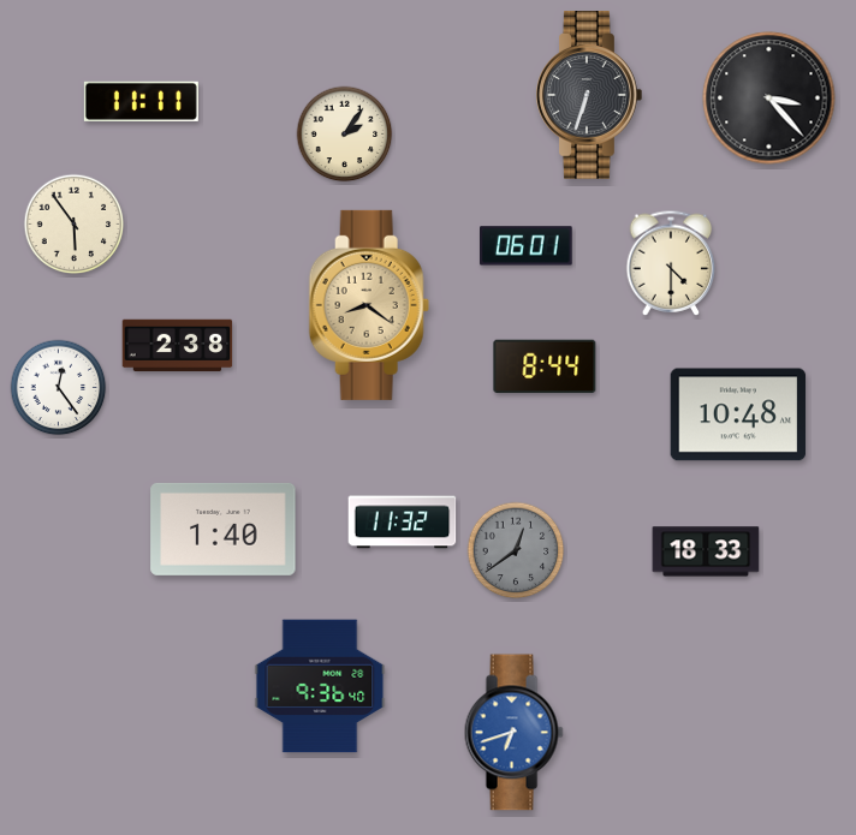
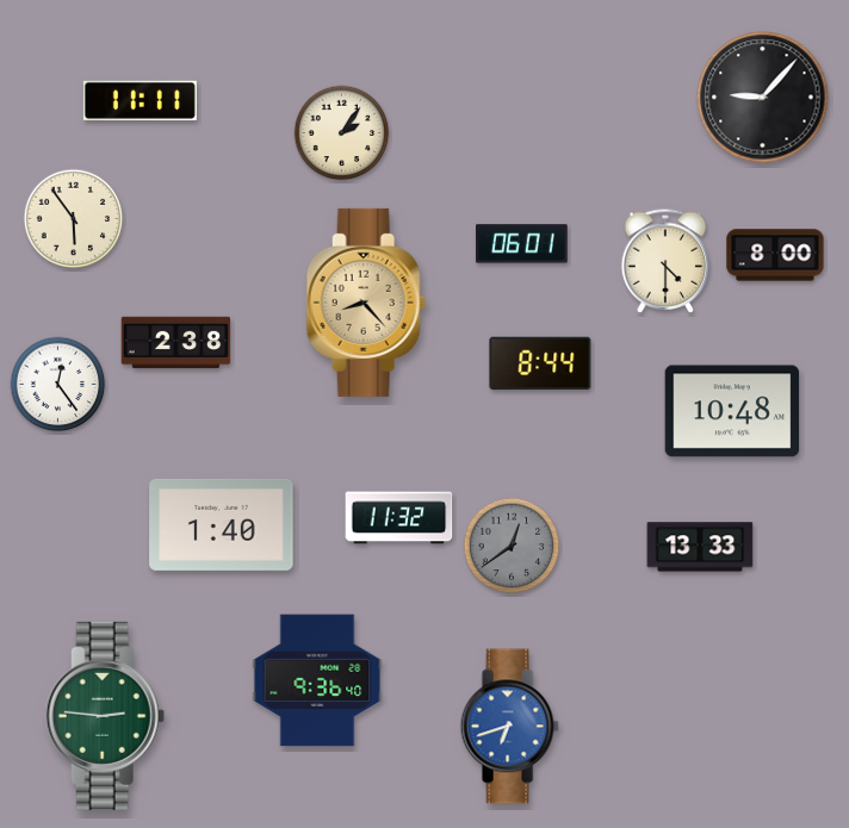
clock at (589, 96): 6:33 -> none
clock at (769, 99): 3:23 -> 9:07
clock at (75, 225) position: (75, 225) -> (74, 219)
clock at (775, 255): none -> 8:00
clock at (369, 305): 8:21 -> 8:23
clock at (706, 551): 18:33 -> 13:33
clock at (105, 716): none -> 2:46
